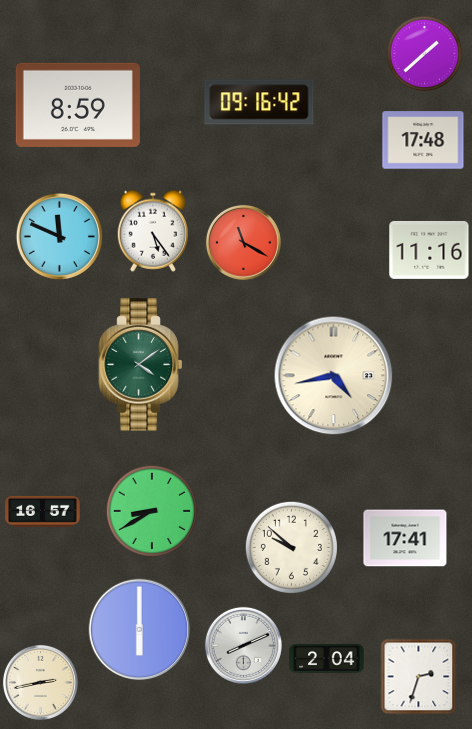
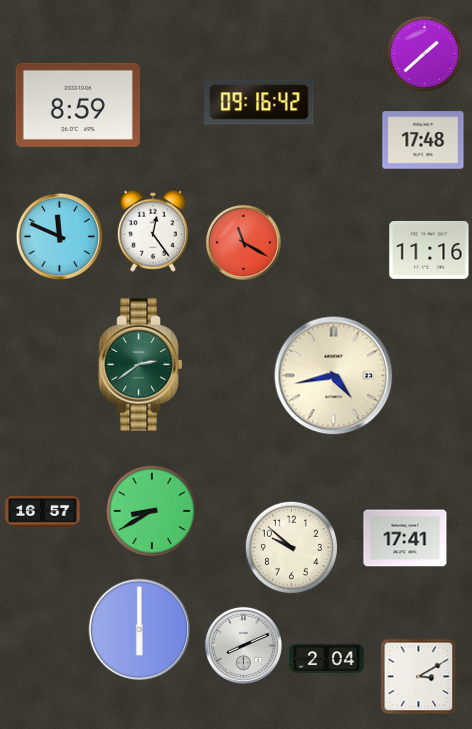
clock at (152, 231): 5:24 -> 12:24
clock at (141, 365): 4:09 -> 2:39
clock at (419, 677): 2:33 -> 3:10
clock at (40, 682): 2:43 -> none
